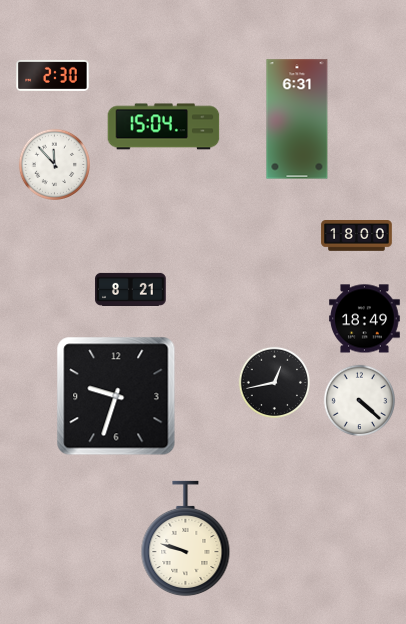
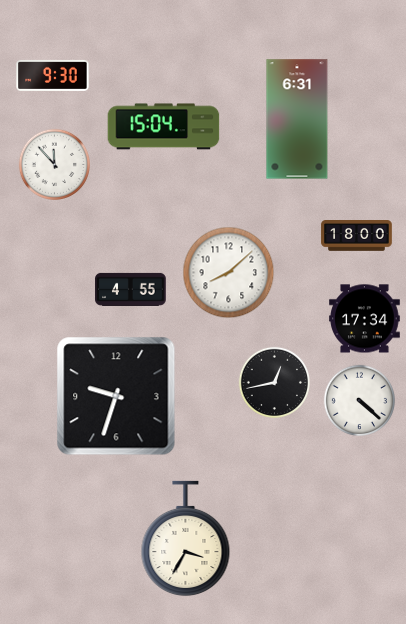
clock at (53, 75): 2:30 -> 9:30
clock at (229, 273): none -> 8:08
clock at (131, 289): 8:21 -> 4:55
clock at (365, 319): 18:49 -> 17:34
clock at (186, 539): 9:48 -> 3:35
